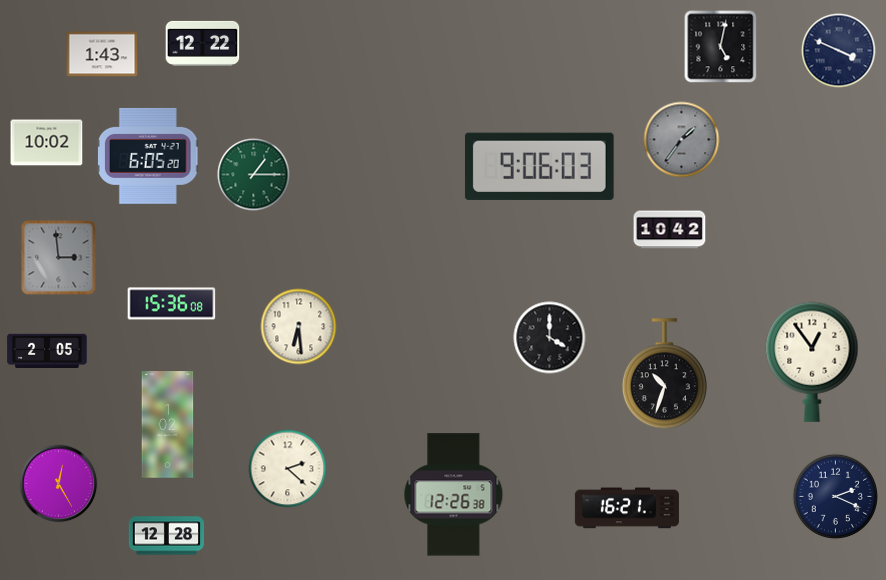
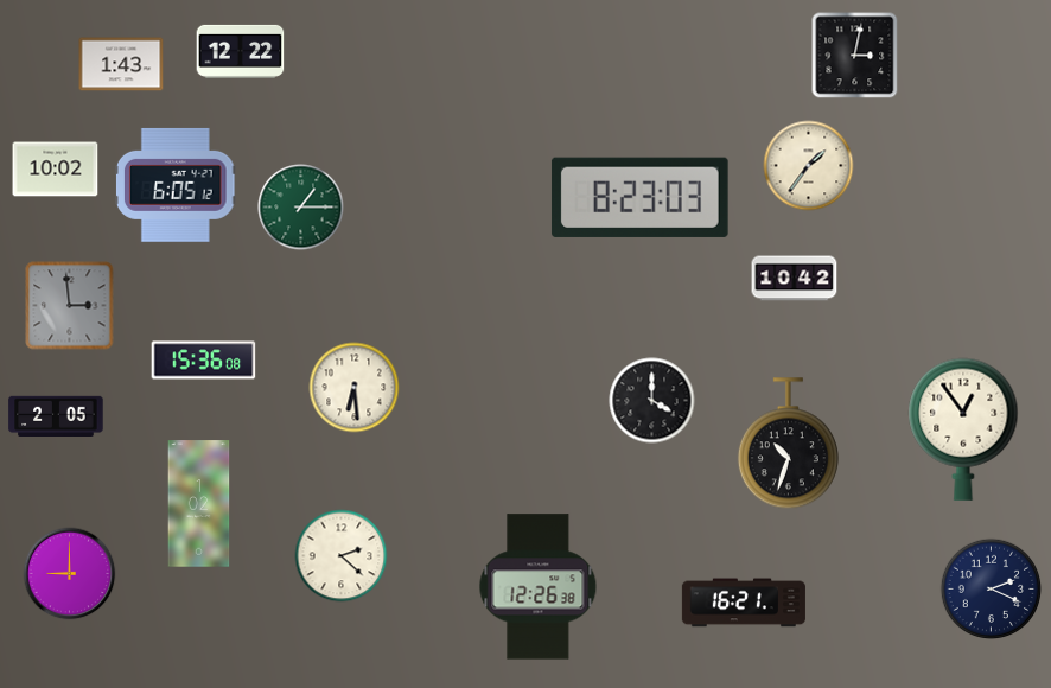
clock at (721, 47): 5:02 -> 3:02
clock at (839, 51): 3:49 -> none
clock at (682, 140) dial: grey -> cream
clock at (148, 156): 6:05:20 -> 6:05:12
clock at (539, 166): 9:06 -> 8:23
clock at (670, 230) position: (670, 230) -> (795, 279)
clock at (59, 484): 12:25 -> 9:00
clock at (167, 536): 12:28 -> none
